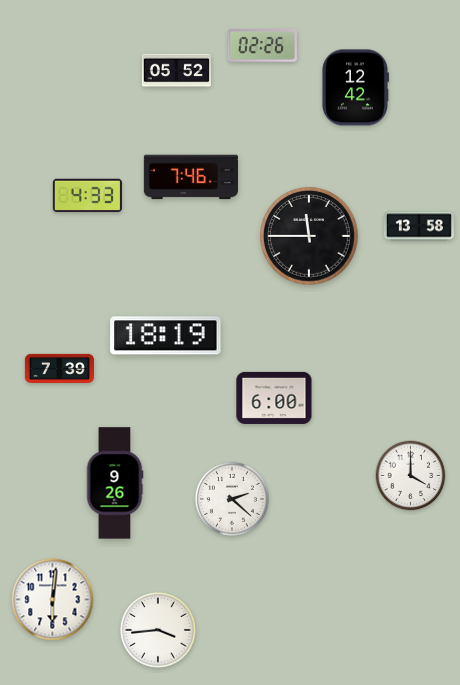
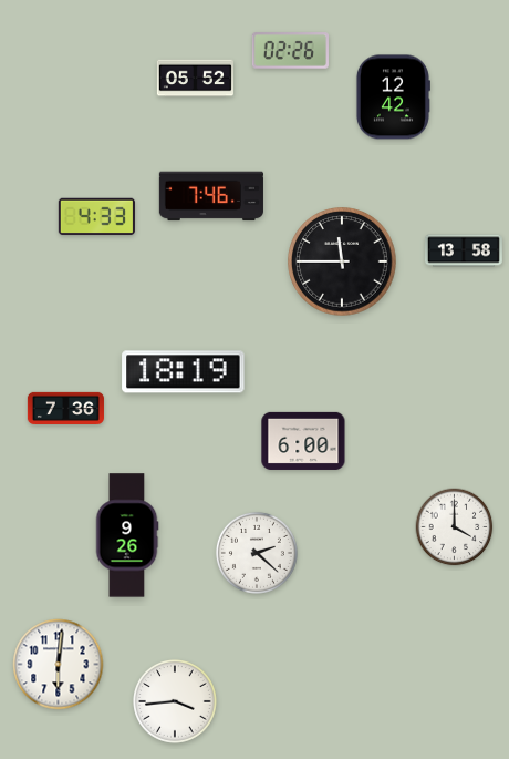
clock at (59, 368): 7:39 -> 7:36
clock at (159, 631) position: (159, 631) -> (176, 702)
